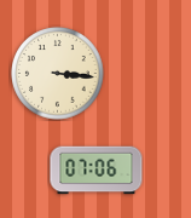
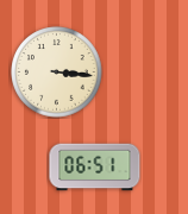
clock at (97, 171): 07:06 -> 06:51
